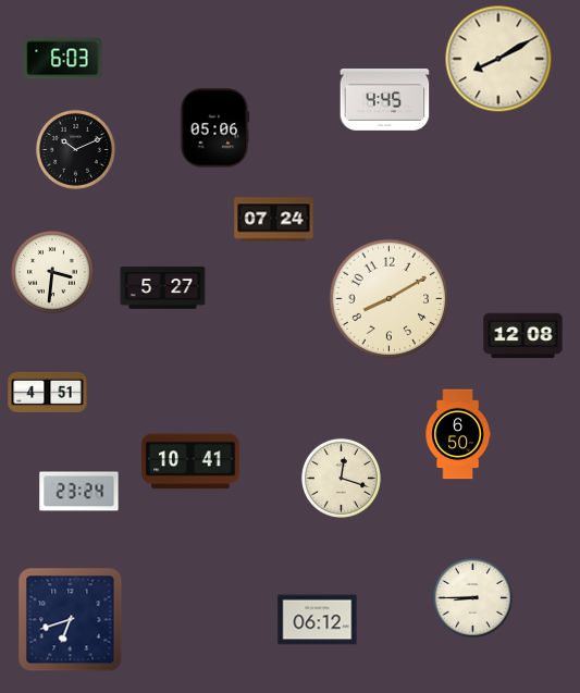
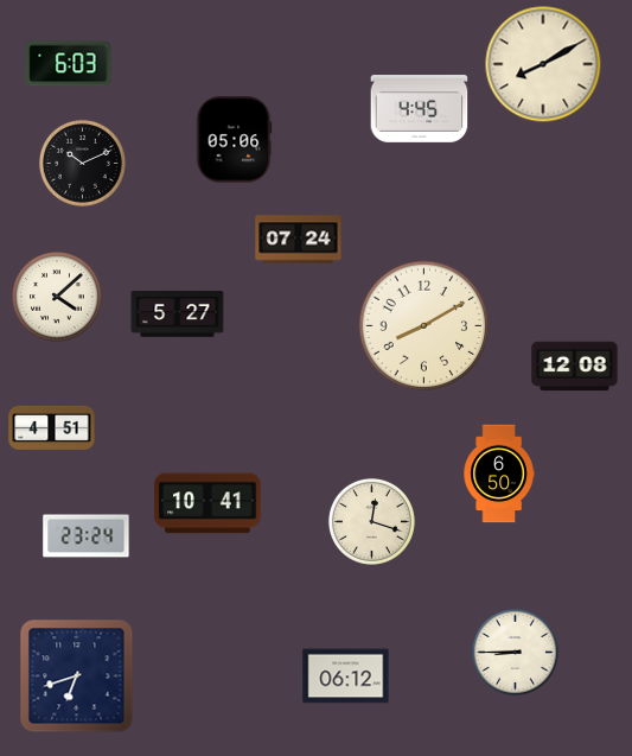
clock at (53, 273): 3:31 -> 4:08
clock at (523, 336) position: (523, 336) -> (575, 367)
